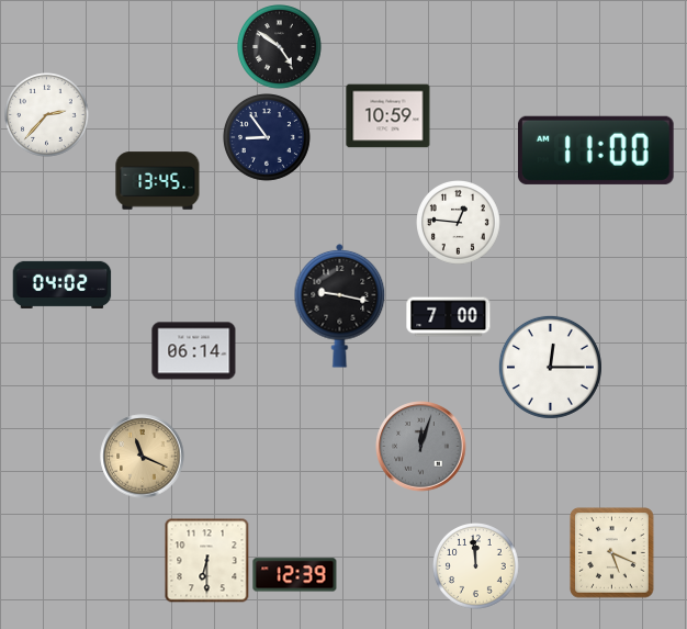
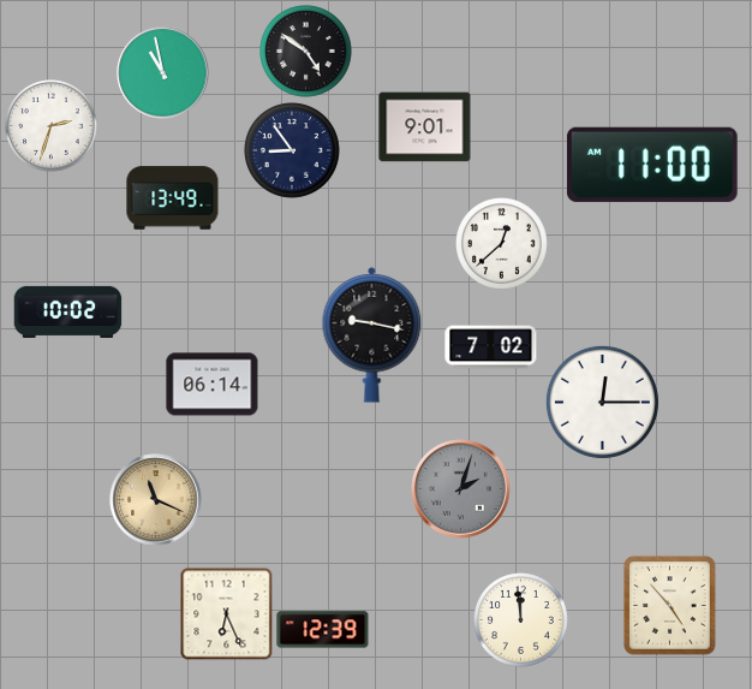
clock at (163, 73): none -> 10:58
clock at (47, 115): 2:37 -> 2:33
clock at (388, 116): 10:59 -> 9:01
clock at (158, 181): 13:45 -> 13:49
clock at (459, 223): 12:46 -> 12:38
clock at (63, 284): 04:02 -> 10:02
clock at (449, 317): 7:00 -> 7:02
clock at (421, 447): 12:03 -> 2:03
clock at (612, 553): 5:19 -> 4:53
clock at (206, 560): 6:30 -> 6:26
